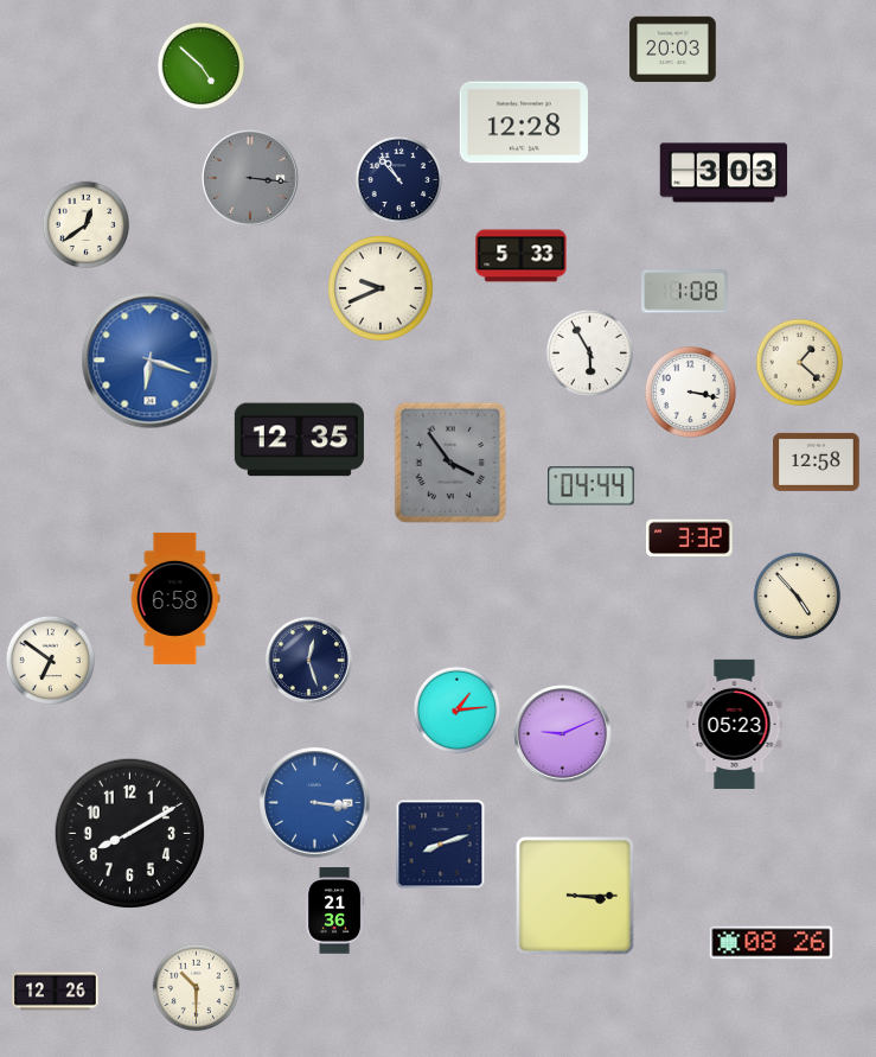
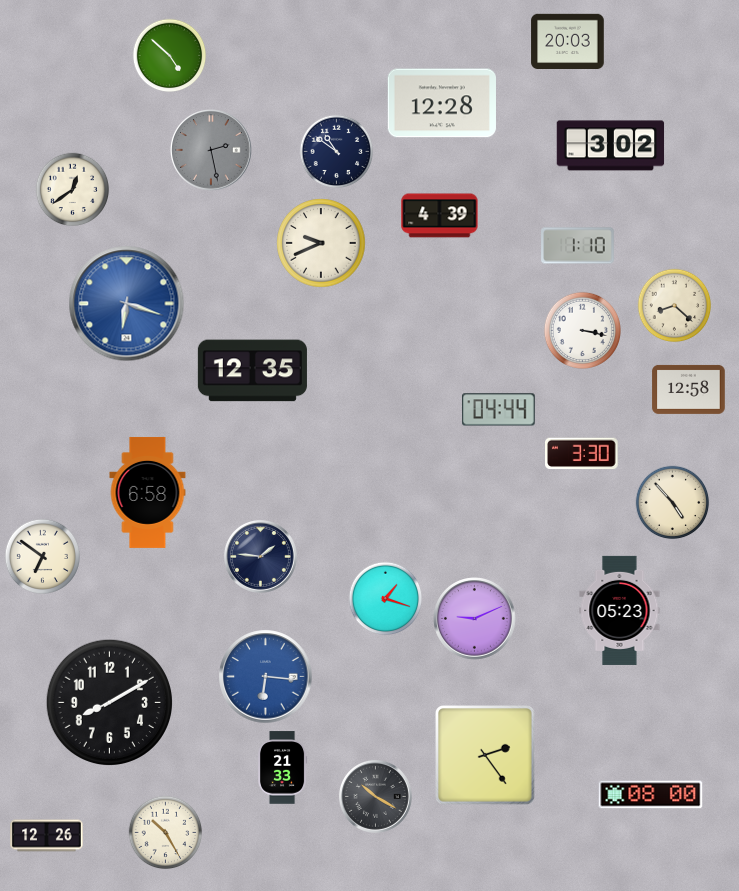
clock at (724, 173): 3:03 -> 3:02
clock at (250, 178): 3:16 -> 2:28
clock at (399, 180): 10:53 -> 10:51
clock at (522, 256): 5:33 -> 4:39
clock at (685, 292): 1:08 -> 1:10
clock at (590, 354): 5:55 -> none
clock at (800, 363): 1:22 -> 8:22
clock at (450, 463): 3:54 -> none
clock at (690, 539): 3:32 -> 3:30
clock at (175, 598) position: (175, 598) -> (148, 492)
clock at (308, 660): 12:27 -> 1:46
clock at (458, 711): 1:14 -> 1:18
clock at (315, 803): 3:16 -> 6:16
clock at (441, 845): 8:12 -> none
clock at (576, 897): 3:15 -> 2:24
clock at (334, 911): 21:36 -> 21:33
clock at (772, 943): 08:26 -> 08:00
clock at (375, 796): none -> 10:20
clock at (197, 988): 10:30 -> 10:25
